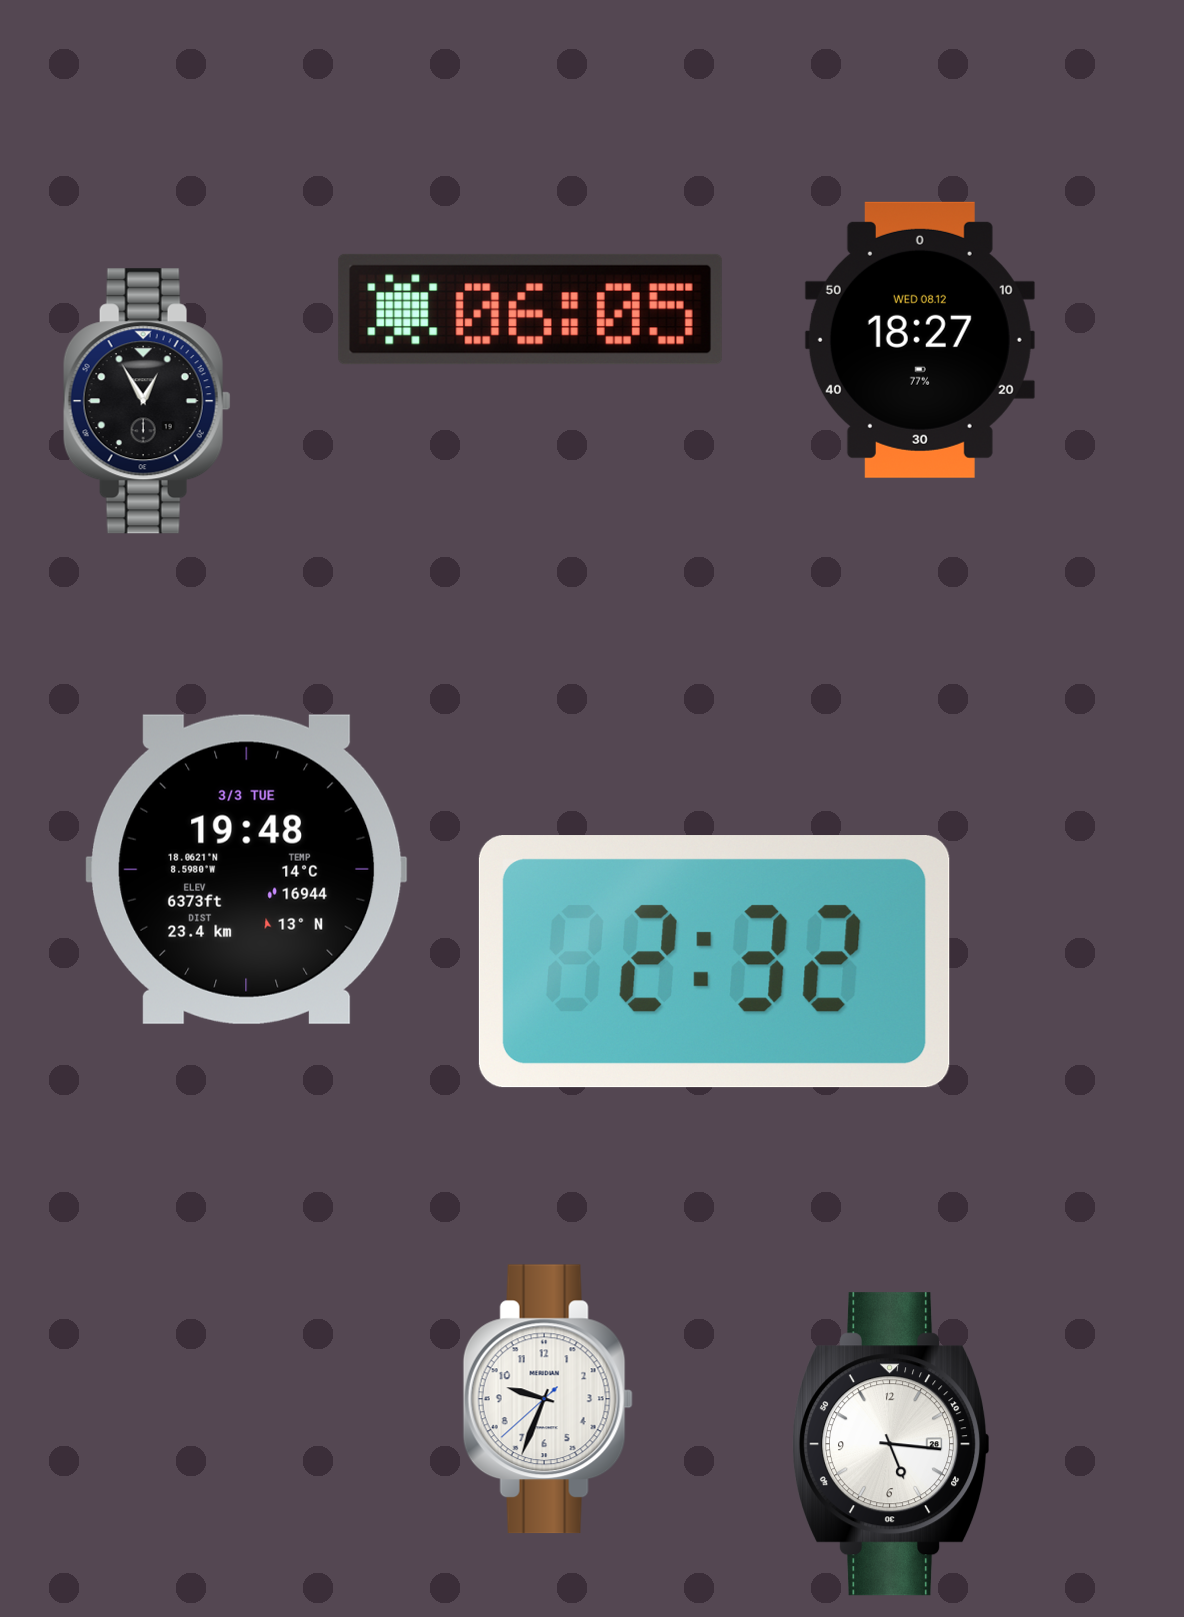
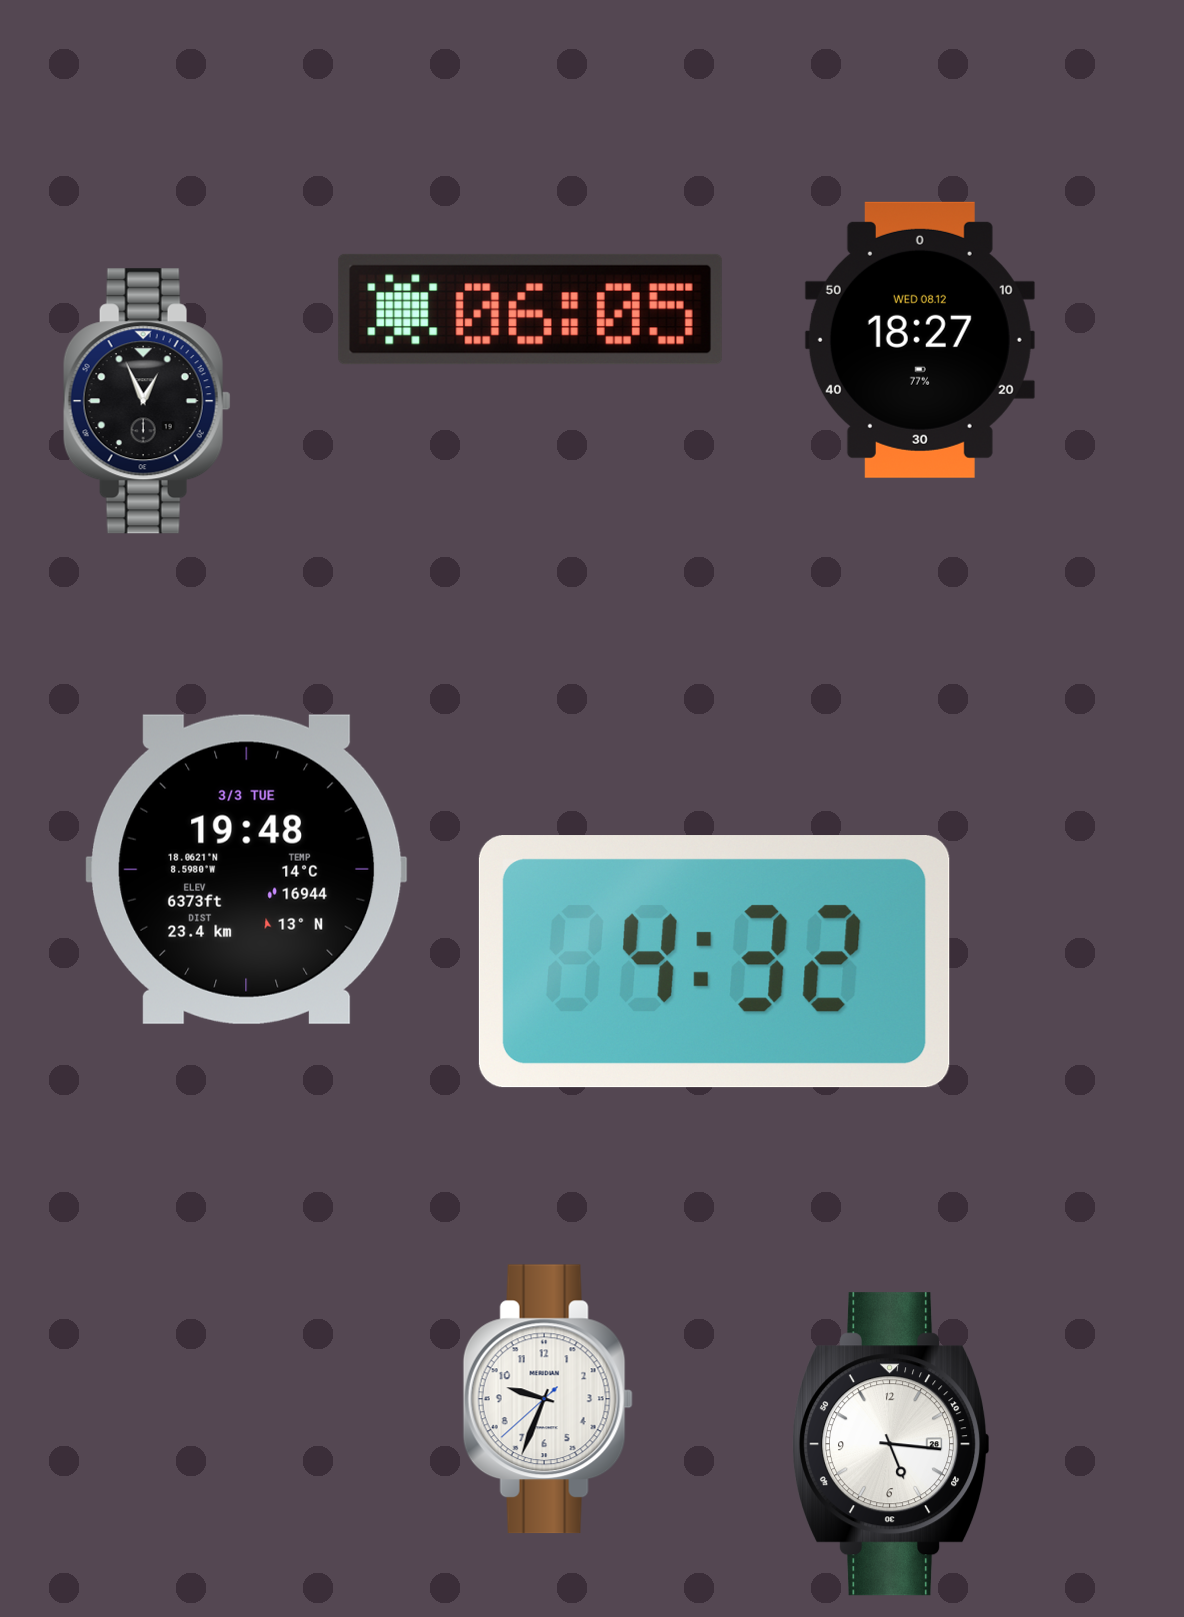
clock at (147, 401): 12:55 -> 12:56
clock at (714, 962): 2:32 -> 4:32
